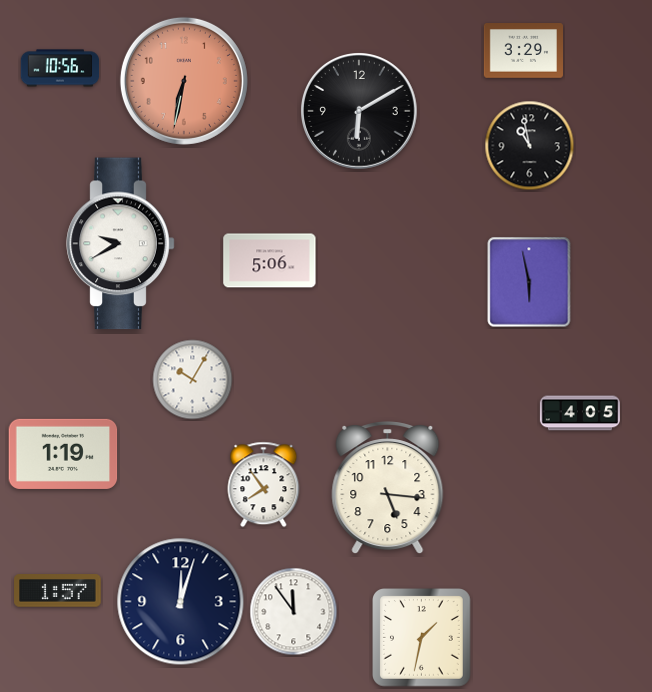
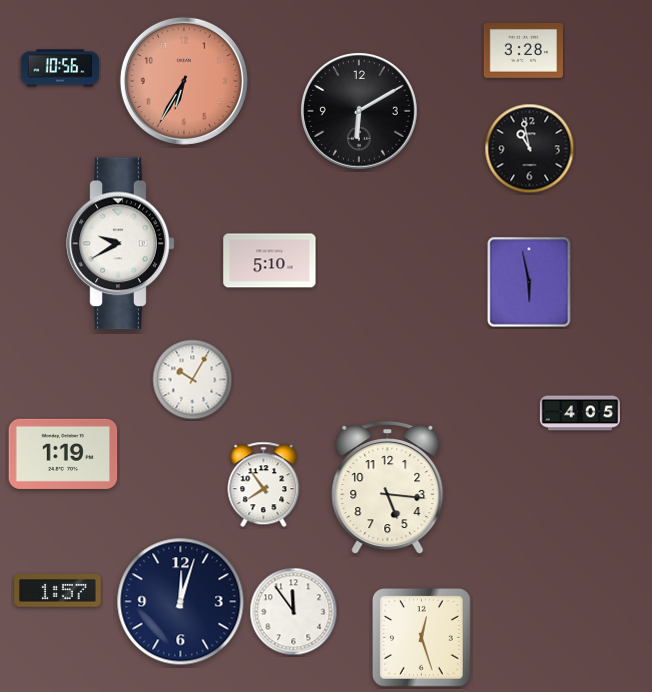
clock at (523, 51): 3:29 -> 3:28
clock at (184, 81): 6:32 -> 6:35
clock at (530, 146) position: (530, 146) -> (530, 149)
clock at (270, 261): 5:06 -> 5:10
clock at (422, 638): 1:32 -> 12:27
